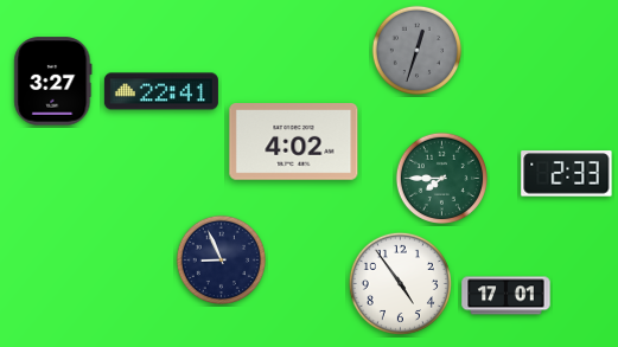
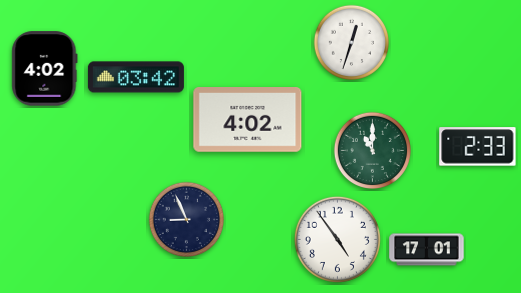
clock at (418, 51) dial: grey -> white
clock at (53, 82): 3:27 -> 4:02
clock at (161, 91): 22:41 -> 03:42
clock at (441, 178): 7:45 -> 11:00
